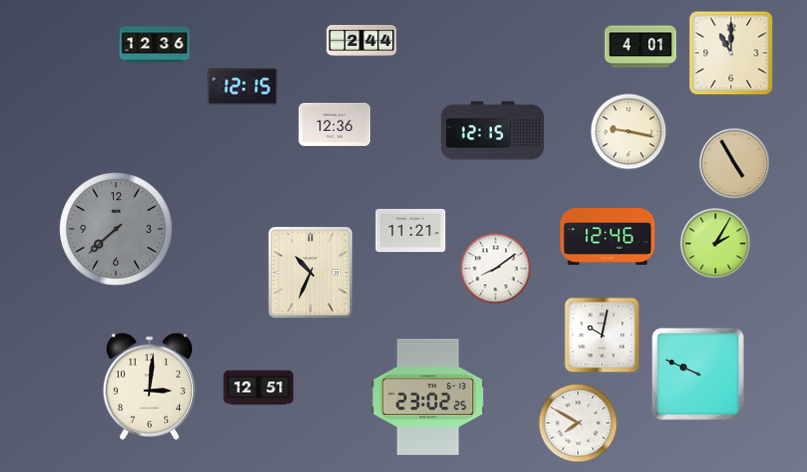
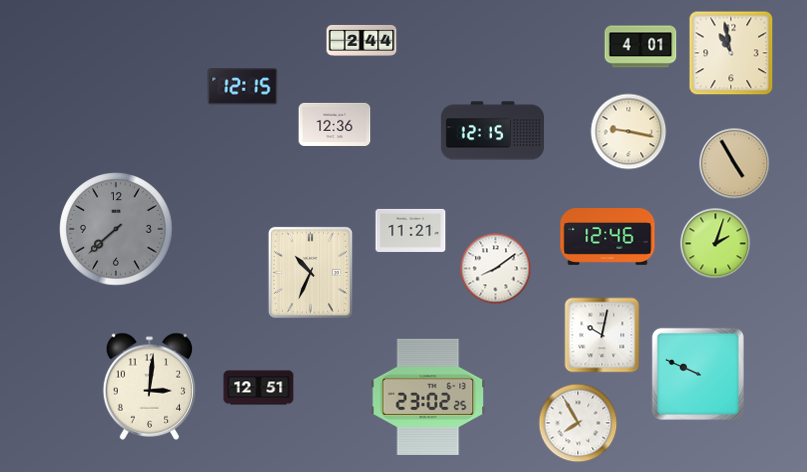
clock at (155, 45): 12:36 -> none
clock at (731, 53): 11:00 -> 10:58
clock at (716, 244): 2:05 -> 2:03
clock at (578, 423): 7:50 -> 7:55
